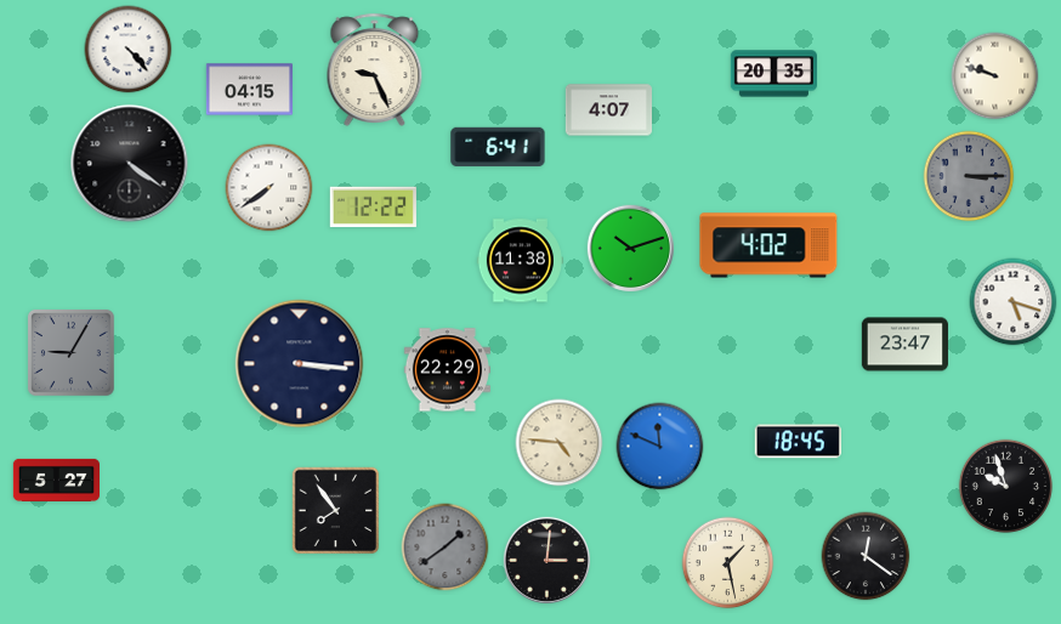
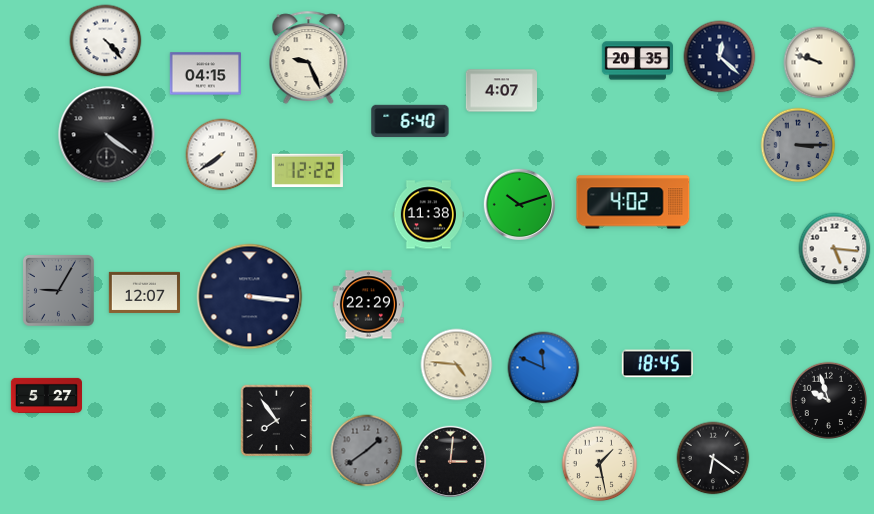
clock at (720, 57): none -> 12:22
clock at (498, 147): 6:41 -> 6:40
clock at (1014, 302): 5:18 -> 5:16
clock at (904, 345): 23:47 -> none
clock at (144, 292): none -> 12:07
clock at (300, 364) position: (300, 364) -> (250, 297)
clock at (560, 443) position: (560, 443) -> (457, 365)
clock at (866, 556): 12:21 -> 6:21
